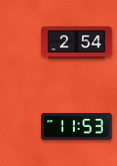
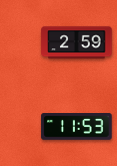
clock at (77, 43): 2:54 -> 2:59
